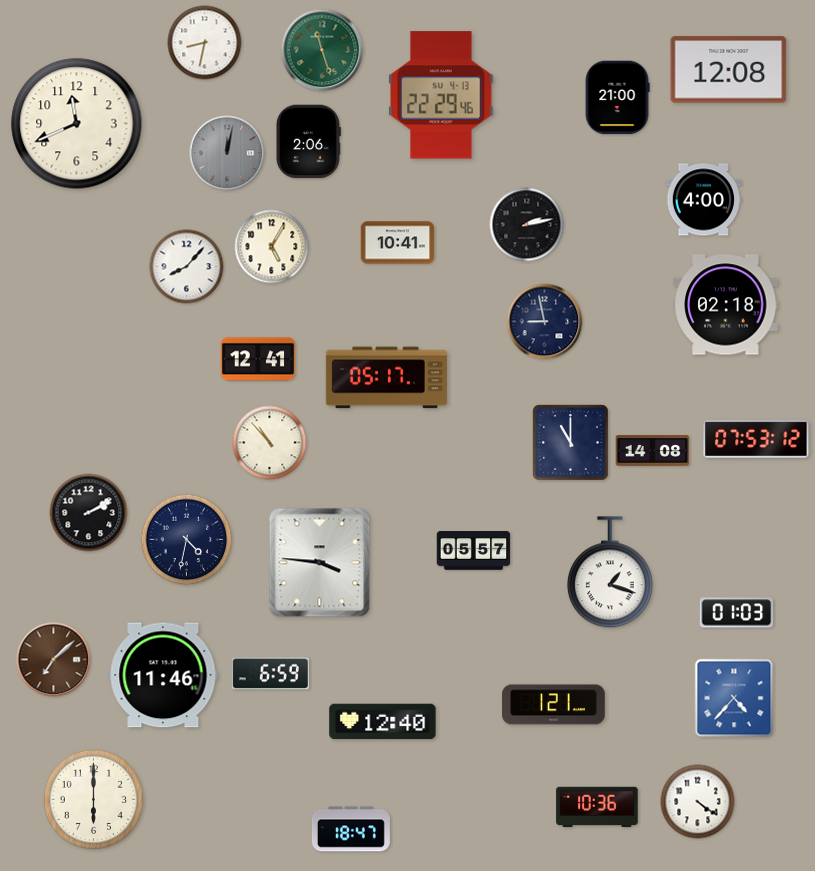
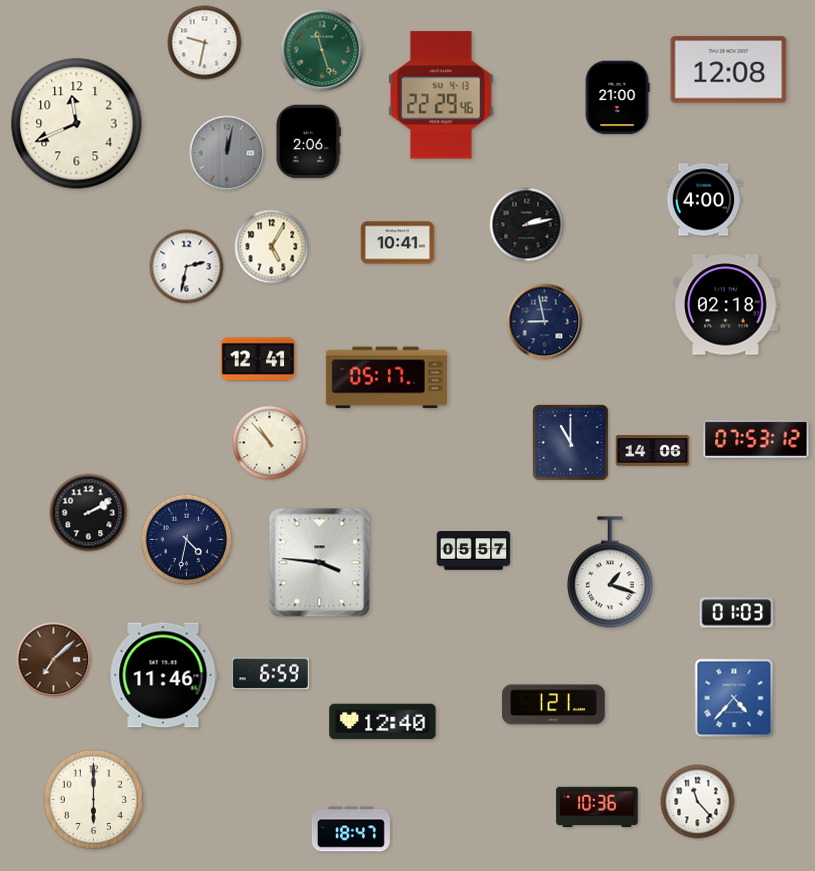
clock at (205, 43): 8:32 -> 9:32
clock at (187, 267): 8:07 -> 2:32
clock at (653, 451): 14:08 -> 14:06
clock at (698, 802): 4:21 -> 11:23
